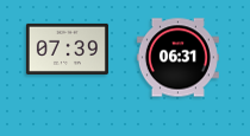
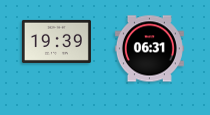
clock at (67, 48): 07:39 -> 19:39
